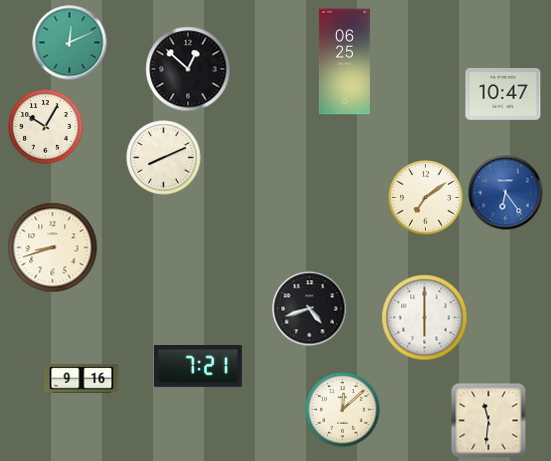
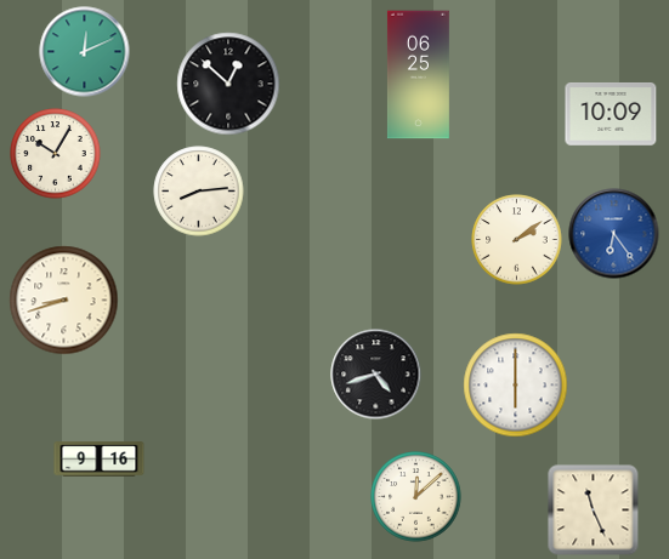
clock at (503, 95): 10:47 -> 10:09
clock at (164, 158): 8:11 -> 8:14
clock at (426, 198): 7:09 -> 2:09
clock at (198, 367): 7:21 -> none
clock at (489, 421): 11:31 -> 11:26
